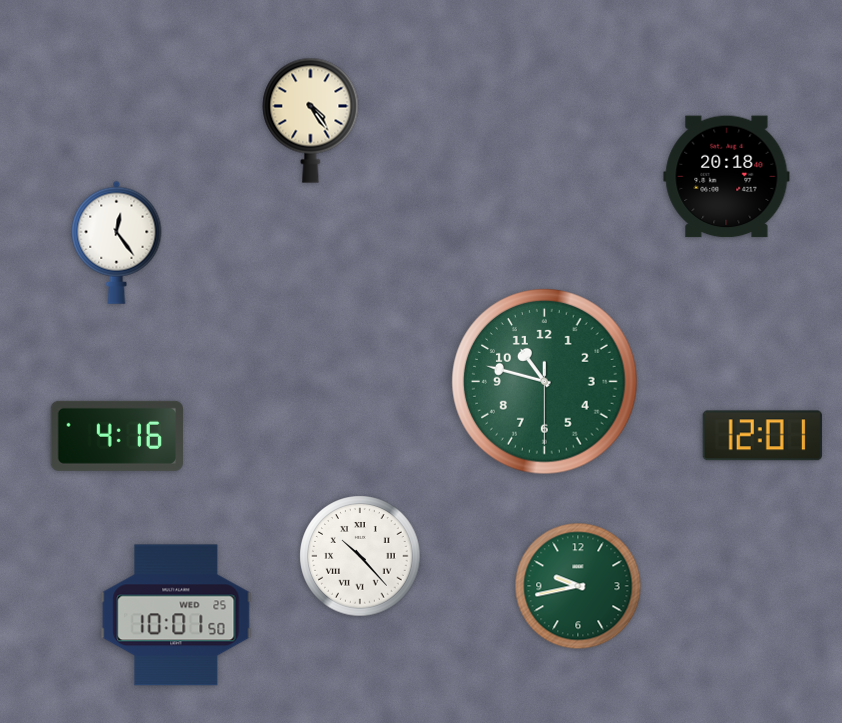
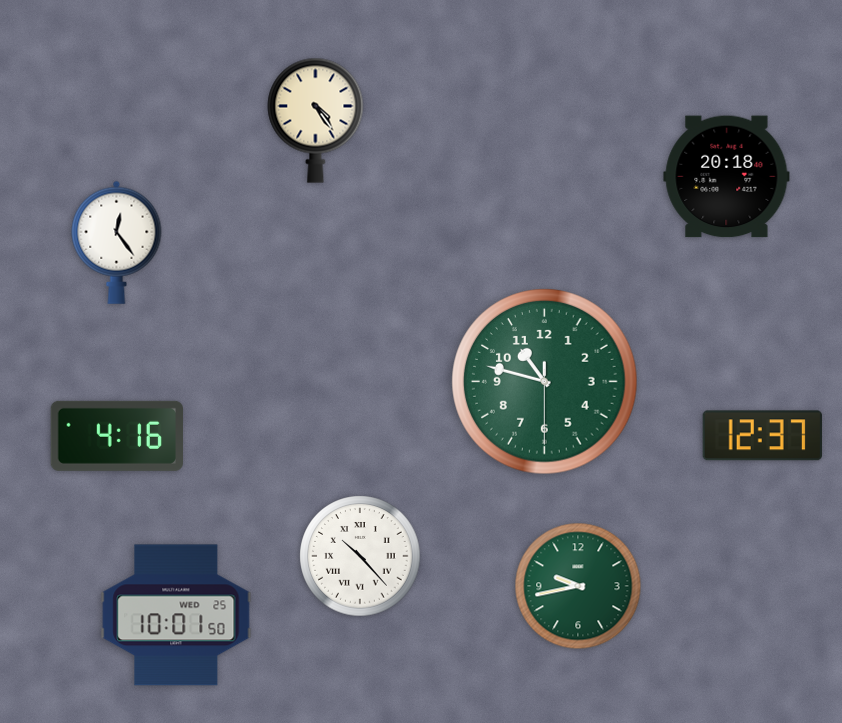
clock at (311, 120) position: (311, 120) -> (316, 120)
clock at (762, 436): 12:01 -> 12:37
